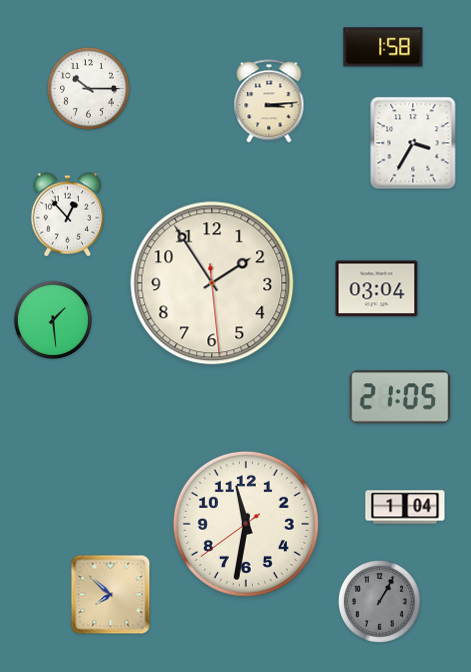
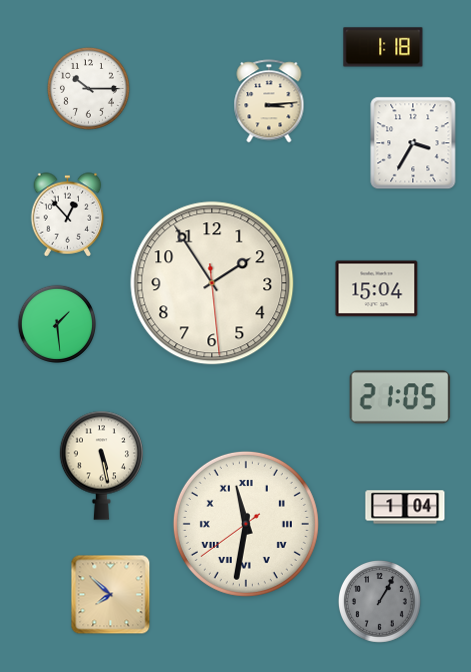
clock at (383, 47): 1:58 -> 1:18
clock at (377, 289): 03:04 -> 15:04
clock at (52, 319) position: (52, 319) -> (56, 323)
clock at (101, 465): none -> 5:28
clock at (246, 524) numerals: Arabic -> Roman
